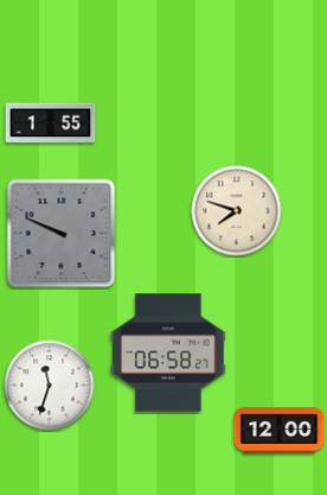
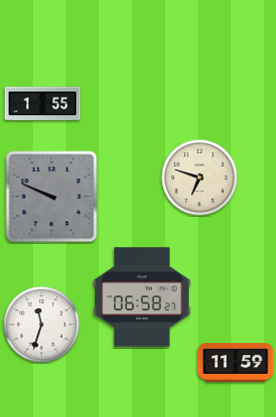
clock at (237, 211): 7:48 -> 6:48
clock at (280, 431): 12:00 -> 11:59
